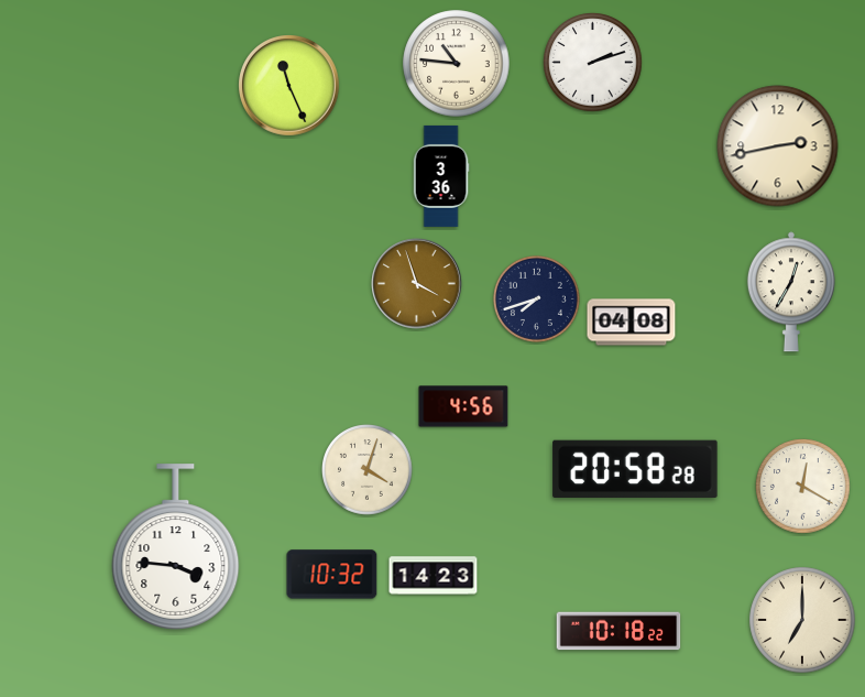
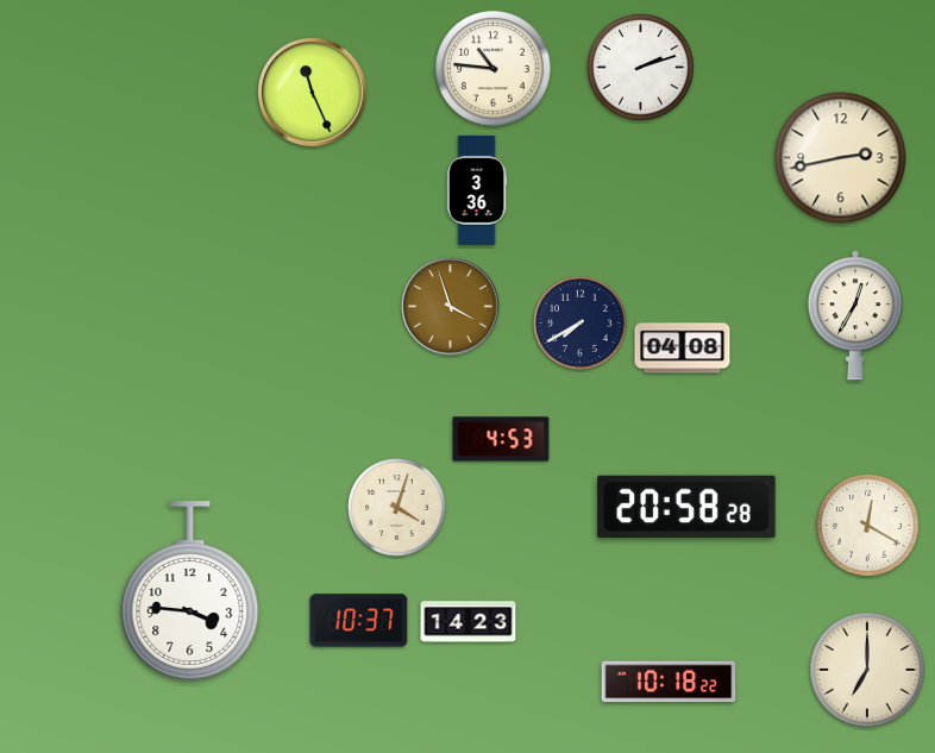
clock at (536, 298): 7:42 -> 7:40
clock at (463, 406): 4:56 -> 4:53
clock at (332, 575): 10:32 -> 10:37
